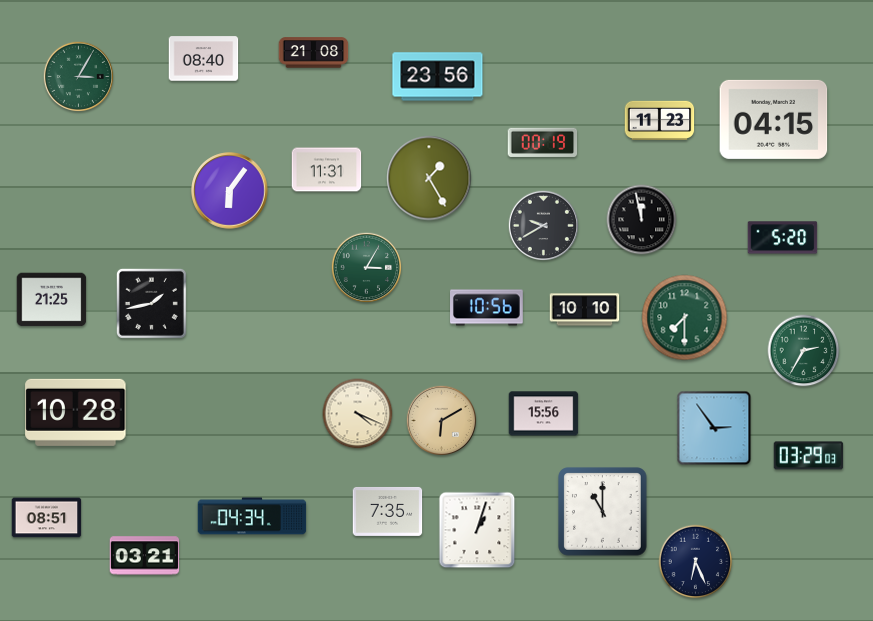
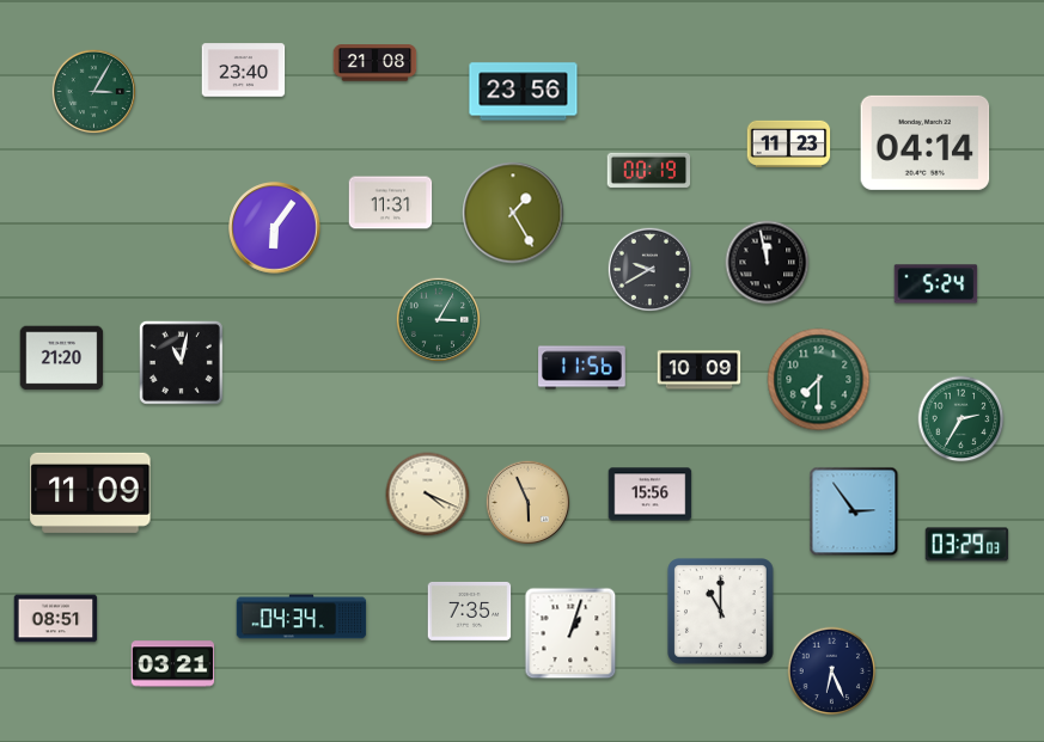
clock at (204, 59): 08:40 -> 23:40
clock at (774, 119): 04:15 -> 04:14
clock at (783, 238): 5:20 -> 5:24
clock at (52, 300): 21:25 -> 21:20
clock at (151, 303): 1:43 -> 11:02
clock at (487, 308): 10:56 -> 11:56
clock at (585, 310): 10:10 -> 10:09
clock at (76, 412): 10:28 -> 11:09
clock at (442, 421): 6:10 -> 5:56
clock at (388, 511) position: (388, 511) -> (470, 611)
